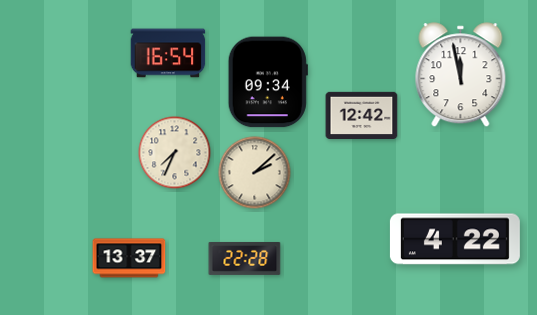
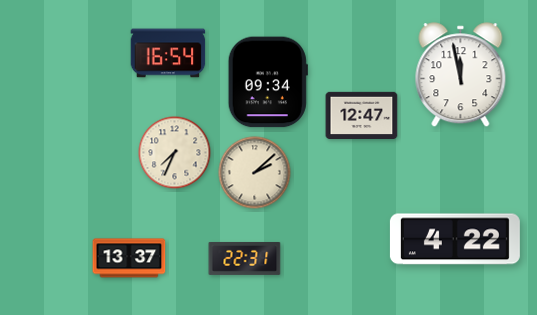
clock at (362, 116): 12:42 -> 12:47
clock at (245, 258): 22:28 -> 22:31
